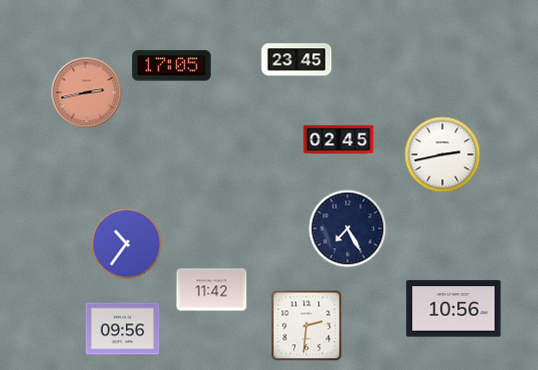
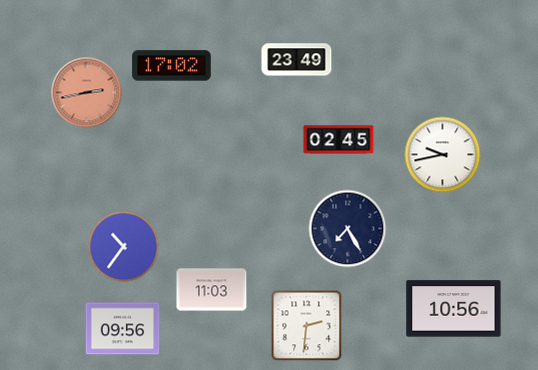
clock at (297, 60): 23:45 -> 23:49
clock at (172, 66): 17:05 -> 17:02
clock at (443, 155): 2:43 -> 9:43
clock at (127, 244) position: (127, 244) -> (124, 247)
clock at (212, 290): 11:42 -> 11:03
